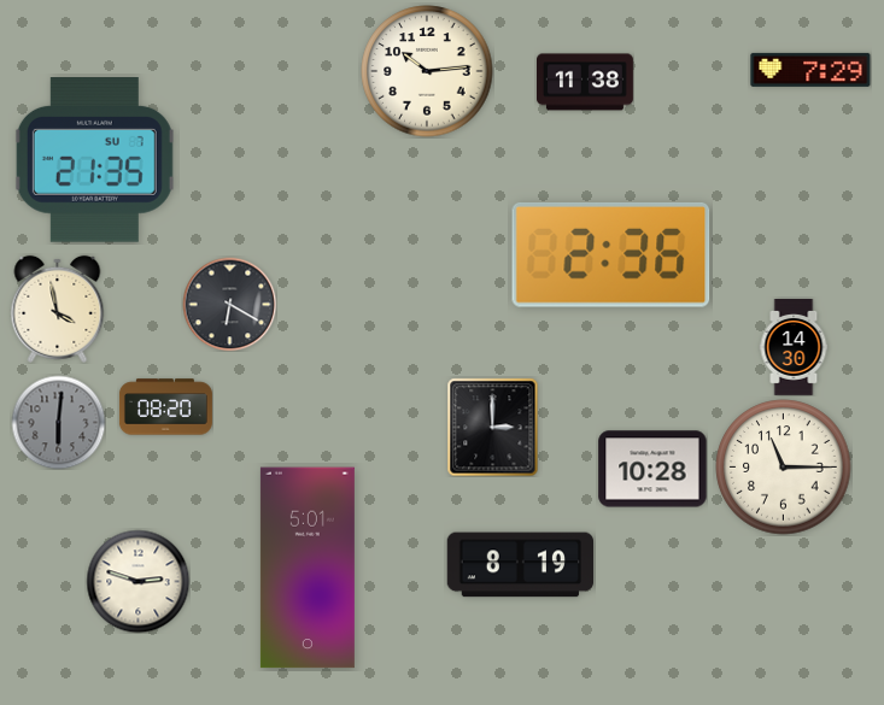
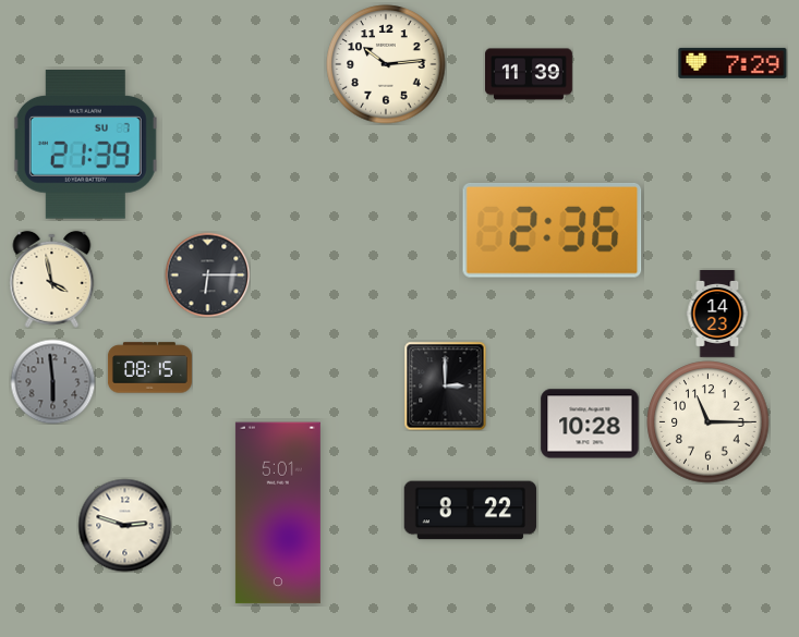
clock at (586, 82): 11:38 -> 11:39
clock at (94, 160): 21:35 -> 21:39
clock at (229, 304): 6:20 -> 6:15
clock at (794, 348): 14:30 -> 14:23
clock at (165, 407): 08:20 -> 08:15
clock at (58, 422): 6:01 -> 5:59
clock at (520, 565): 8:19 -> 8:22
